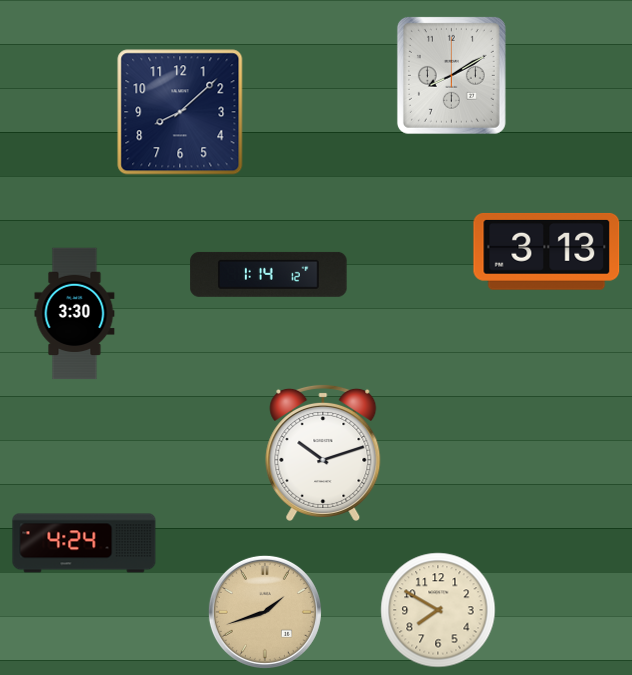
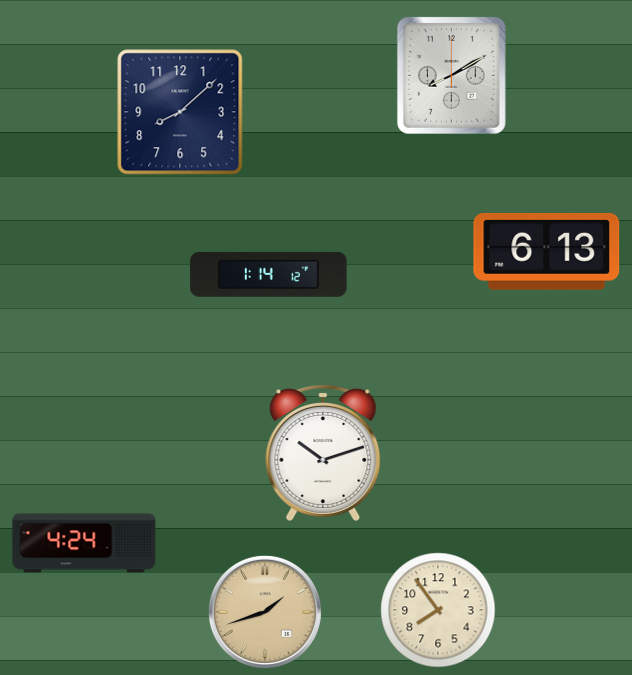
clock at (547, 251): 3:13 -> 6:13
clock at (75, 314): 3:30 -> none
clock at (438, 610): 7:50 -> 7:54
